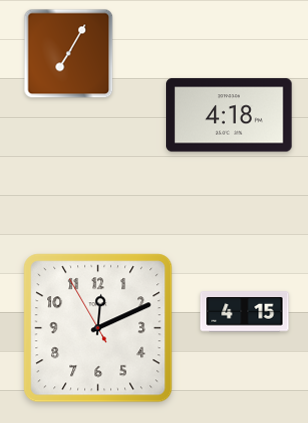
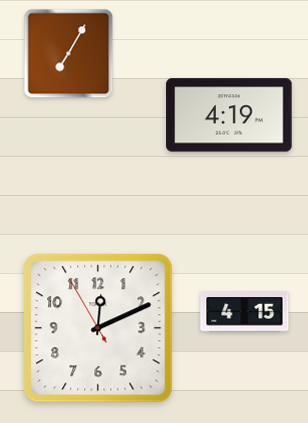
clock at (229, 115): 4:18 -> 4:19
